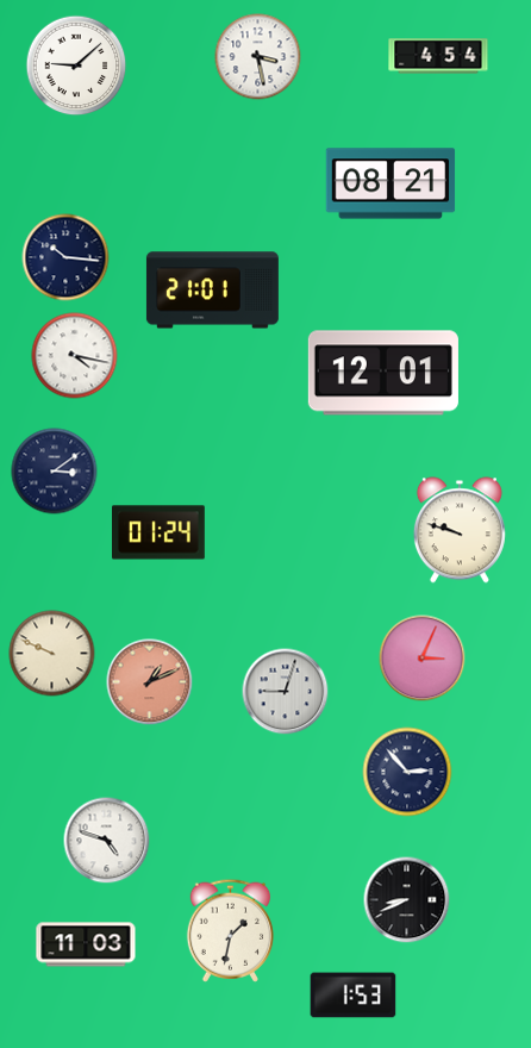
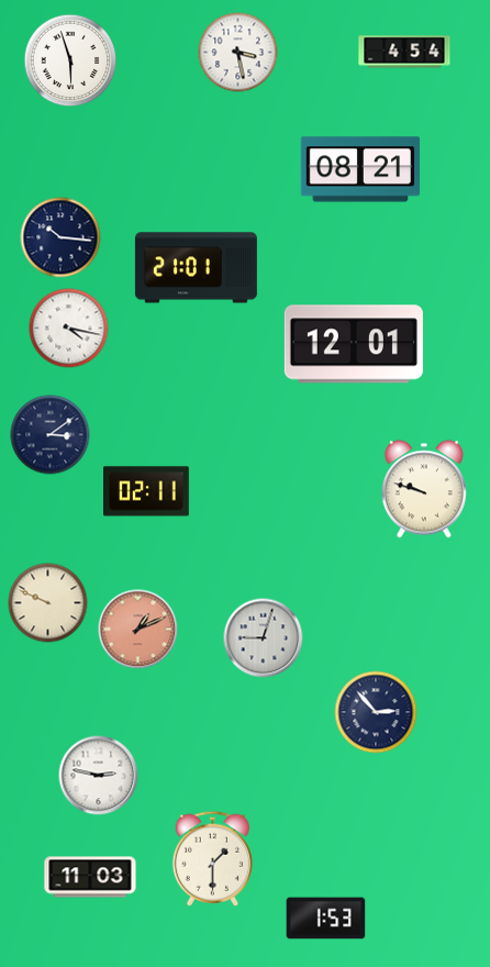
clock at (76, 65): 9:08 -> 5:57
clock at (160, 532): 01:24 -> 02:11
clock at (423, 659): 3:04 -> none
clock at (107, 841): 4:48 -> 2:47
clock at (407, 900): 8:41 -> none
clock at (231, 930): 1:32 -> 1:30
clock at (86, 944) position: (86, 944) -> (90, 877)
